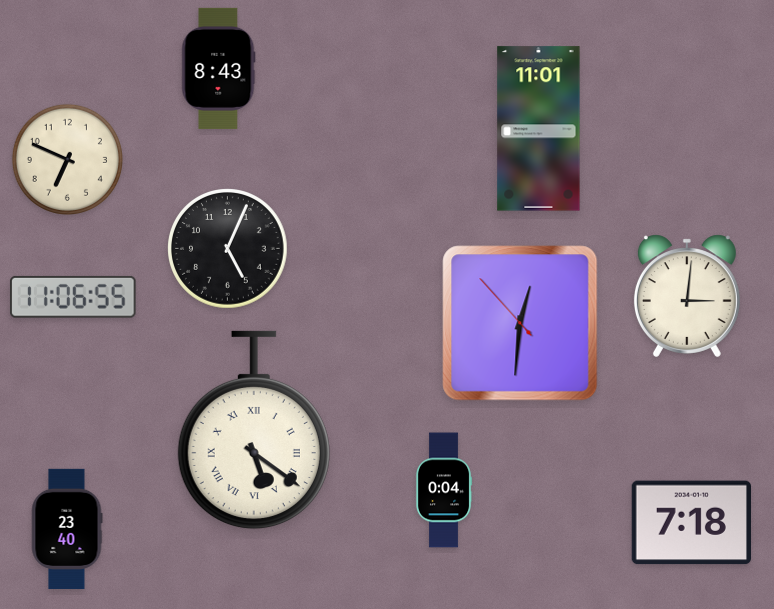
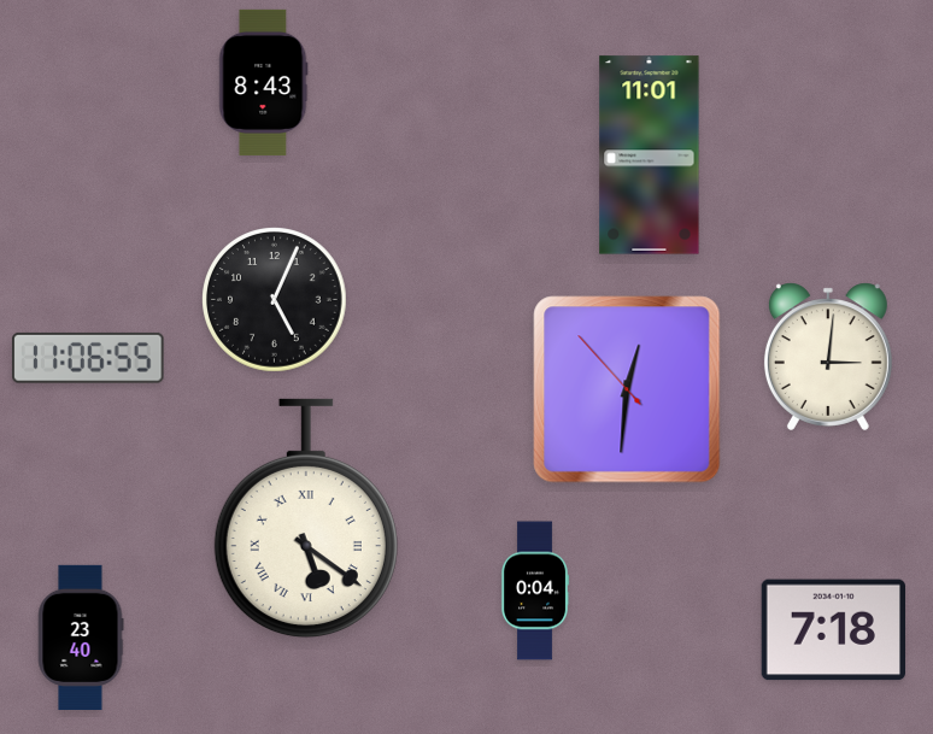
clock at (67, 159): 6:49 -> none
